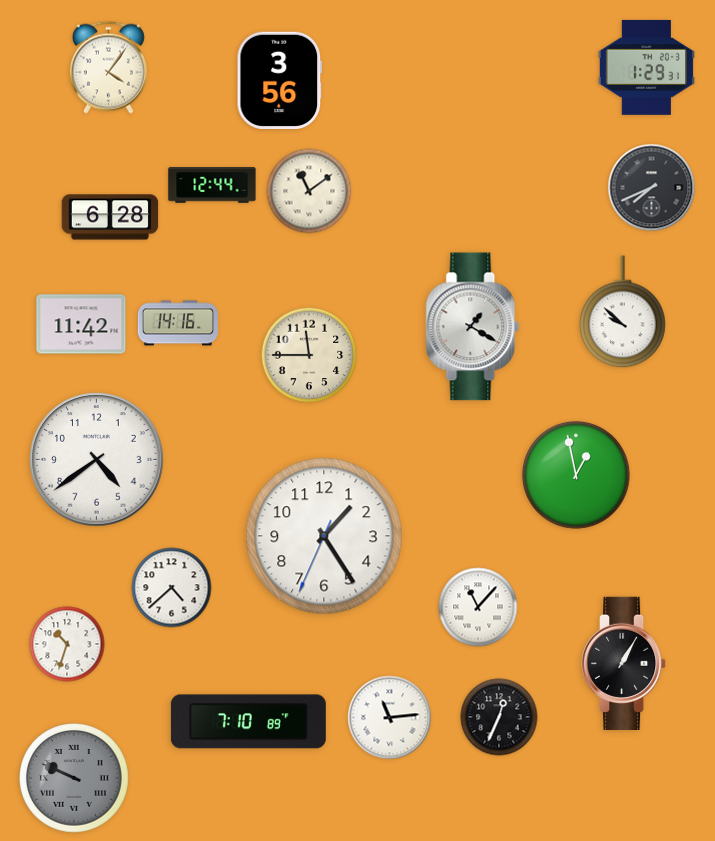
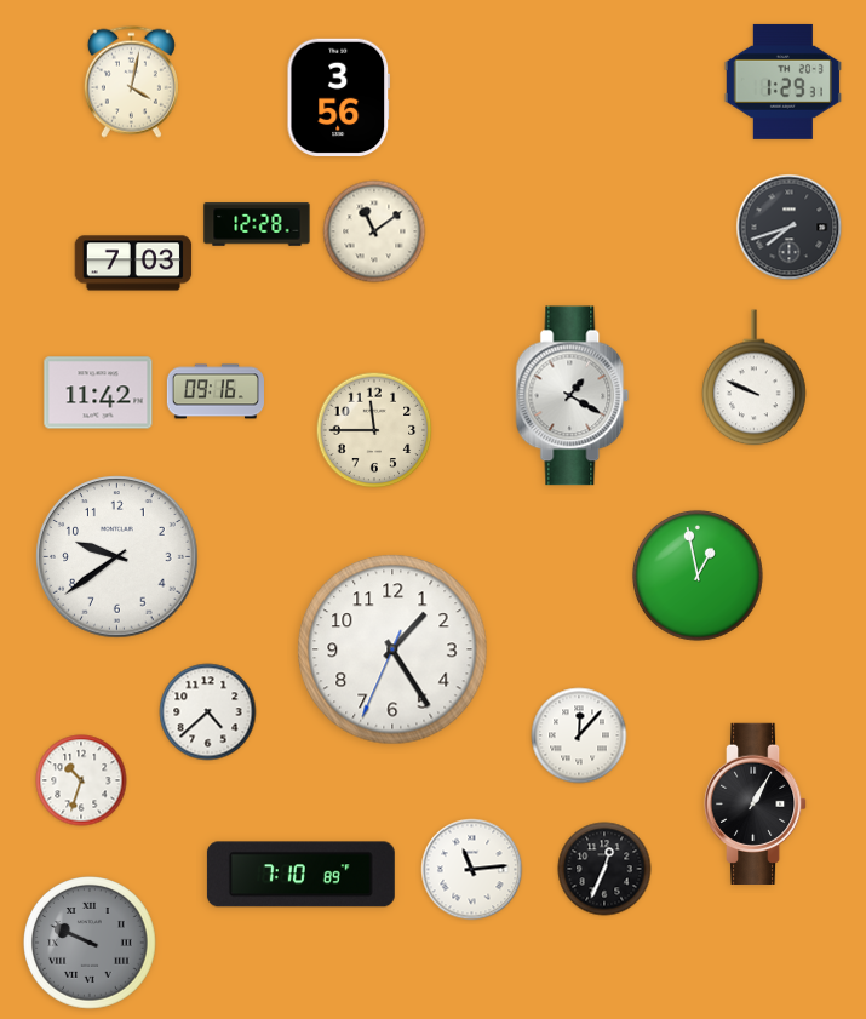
clock at (108, 67): 4:06 -> 4:02
clock at (212, 185): 12:44 -> 12:28
clock at (652, 188): 7:41 -> 7:42
clock at (110, 217): 6:28 -> 7:03
clock at (623, 312): 9:52 -> 9:49
clock at (177, 323): 14:16 -> 09:16
clock at (97, 460): 4:39 -> 9:39
clock at (478, 607): 11:07 -> 12:07
